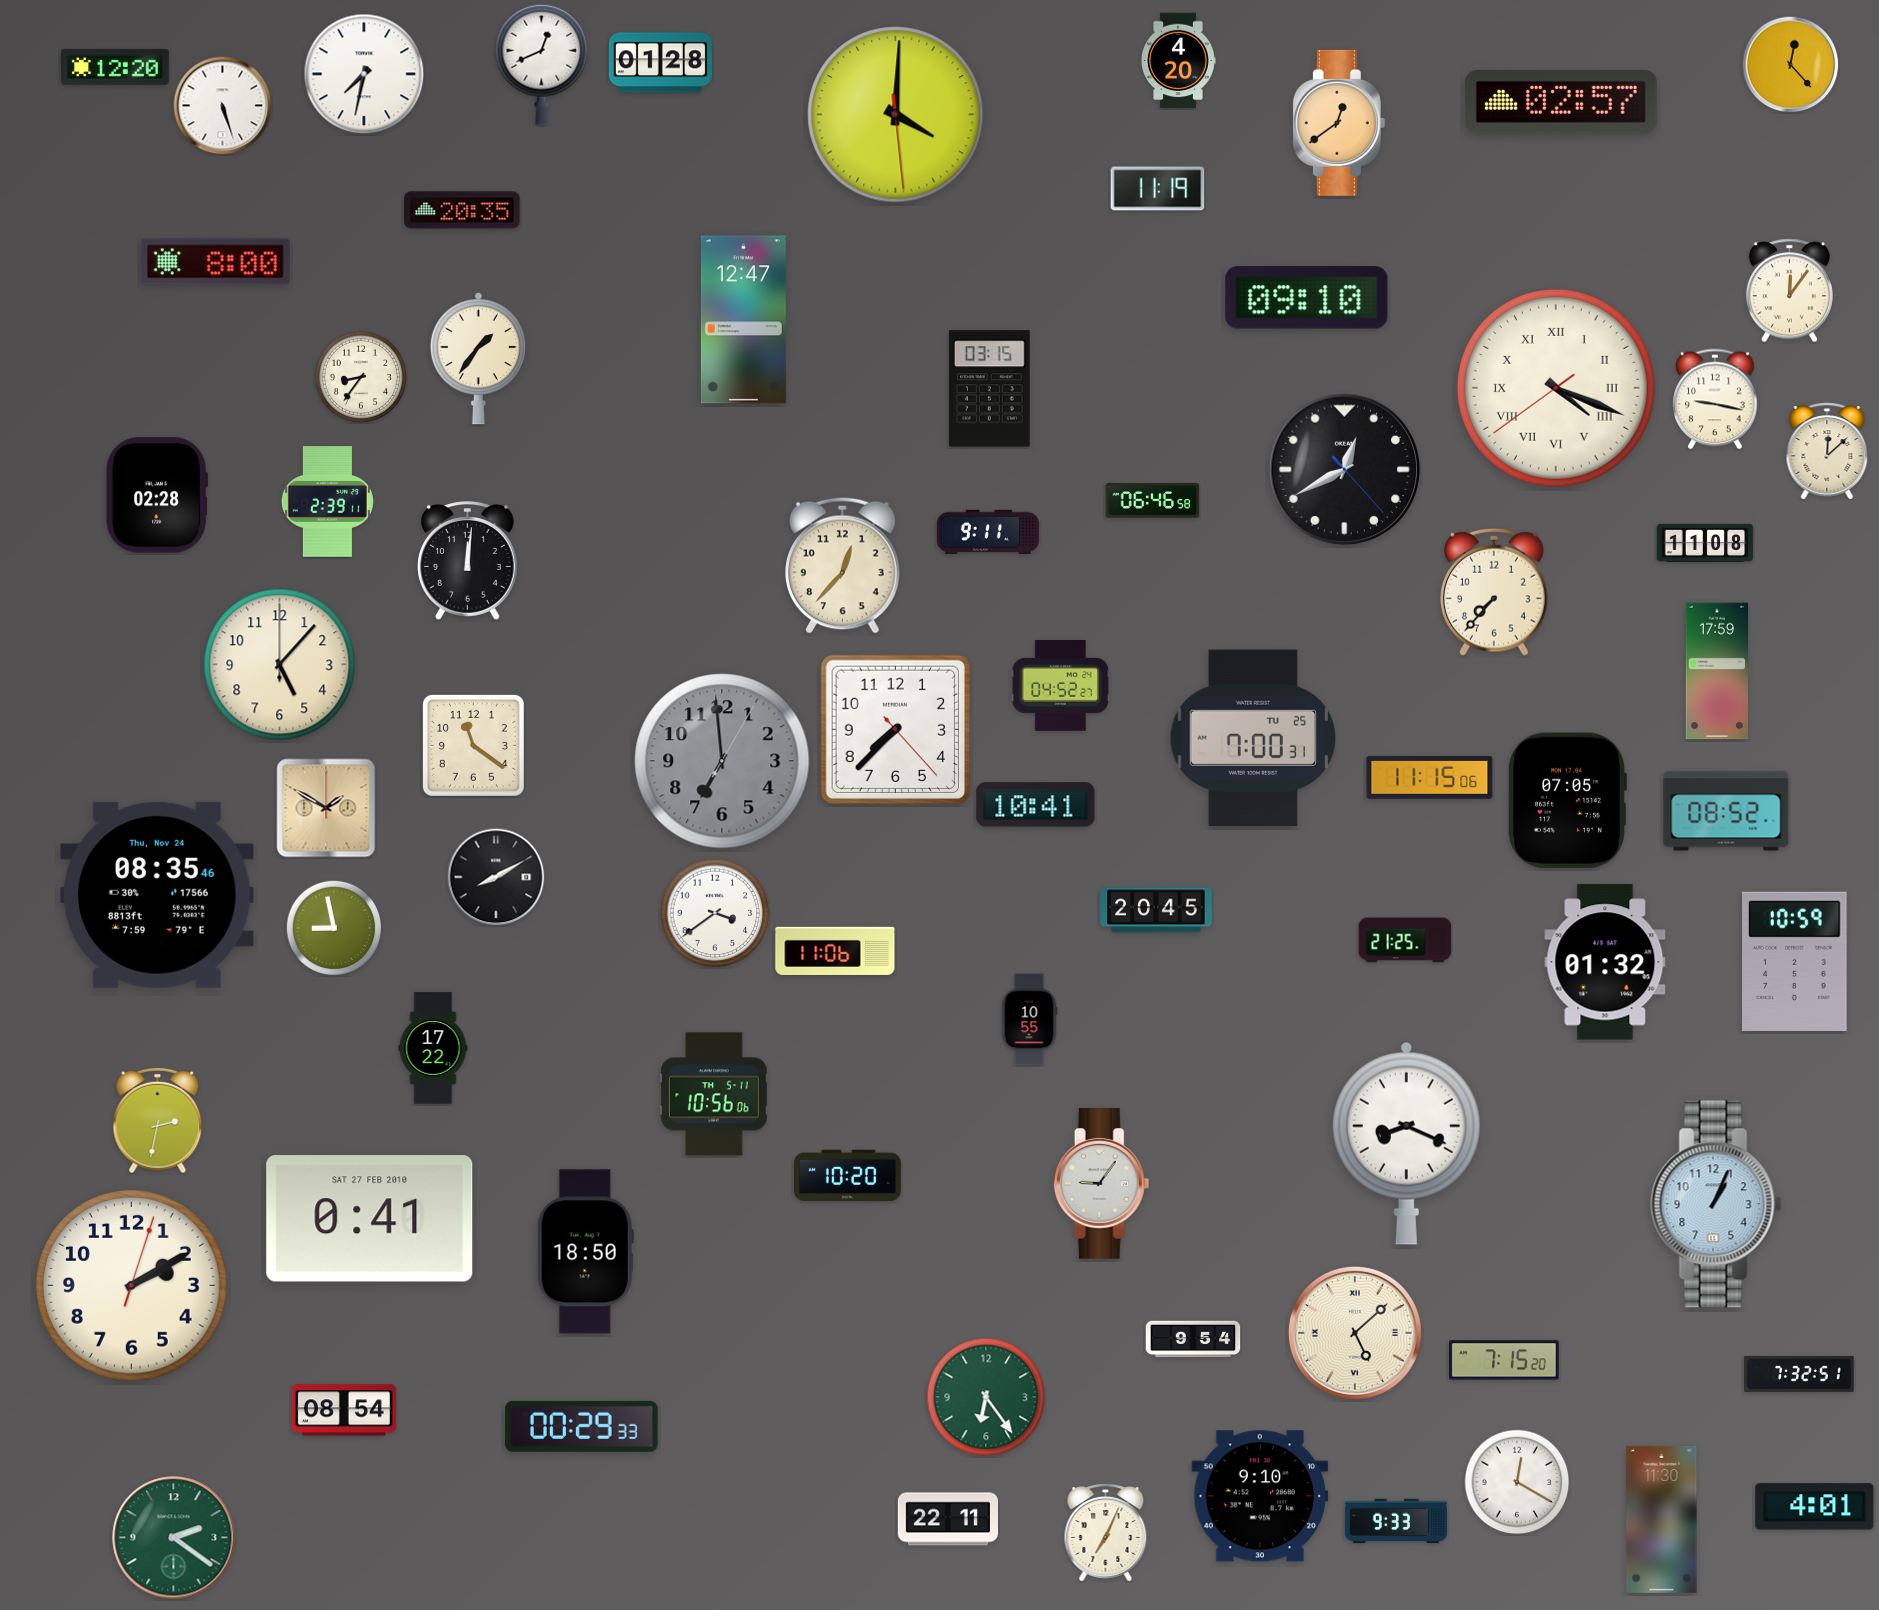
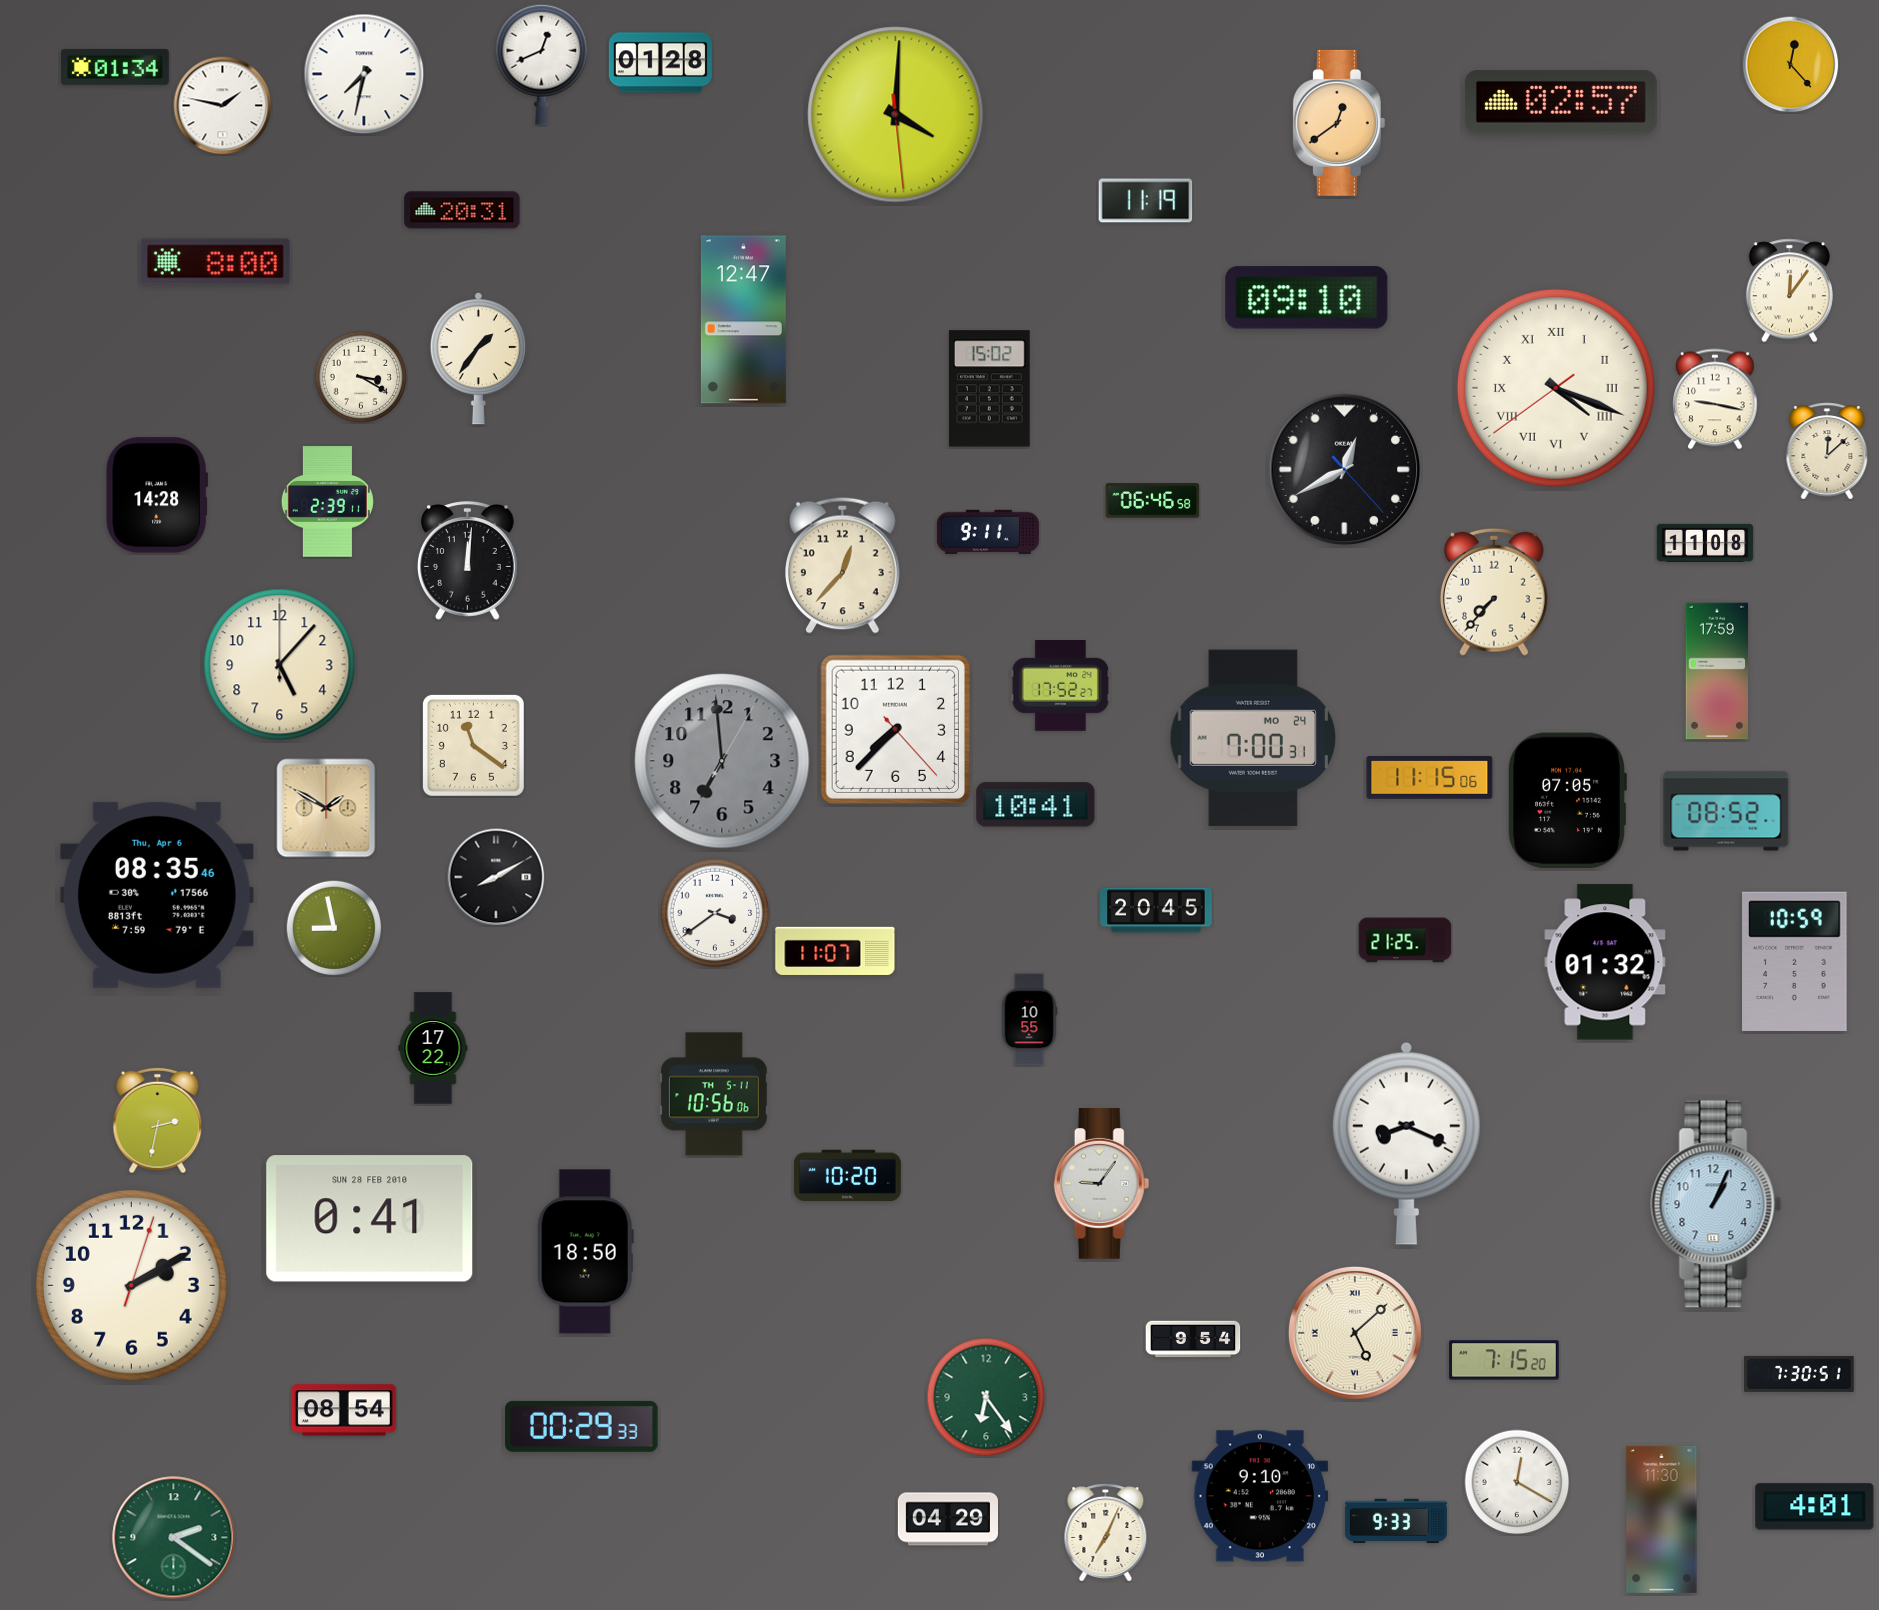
clock at (1178, 61): 4:20 -> none
clock at (116, 67): 12:20 -> 01:34
clock at (223, 106): 5:27 -> 1:47
clock at (1158, 189) position: (1158, 189) -> (1146, 201)
clock at (462, 210): 20:35 -> 20:31
clock at (361, 377): 8:36 -> 3:20
clock at (989, 389): 03:15 -> 15:02
clock at (157, 495): 02:28 -> 14:28
clock at (1060, 686): 04:52 -> 17:52
clock at (1252, 738) date: TU 25 -> MO 24
clock at (157, 895) date: Thu, Nov 24 -> Thu, Apr 6
clock at (835, 951): 11:06 -> 11:07
clock at (370, 1219) date: SAT 27 FEB 2010 -> SUN 28 FEB 2010
clock at (1799, 1374): 7:32 -> 7:30
clock at (947, 1519): 22:11 -> 04:29
